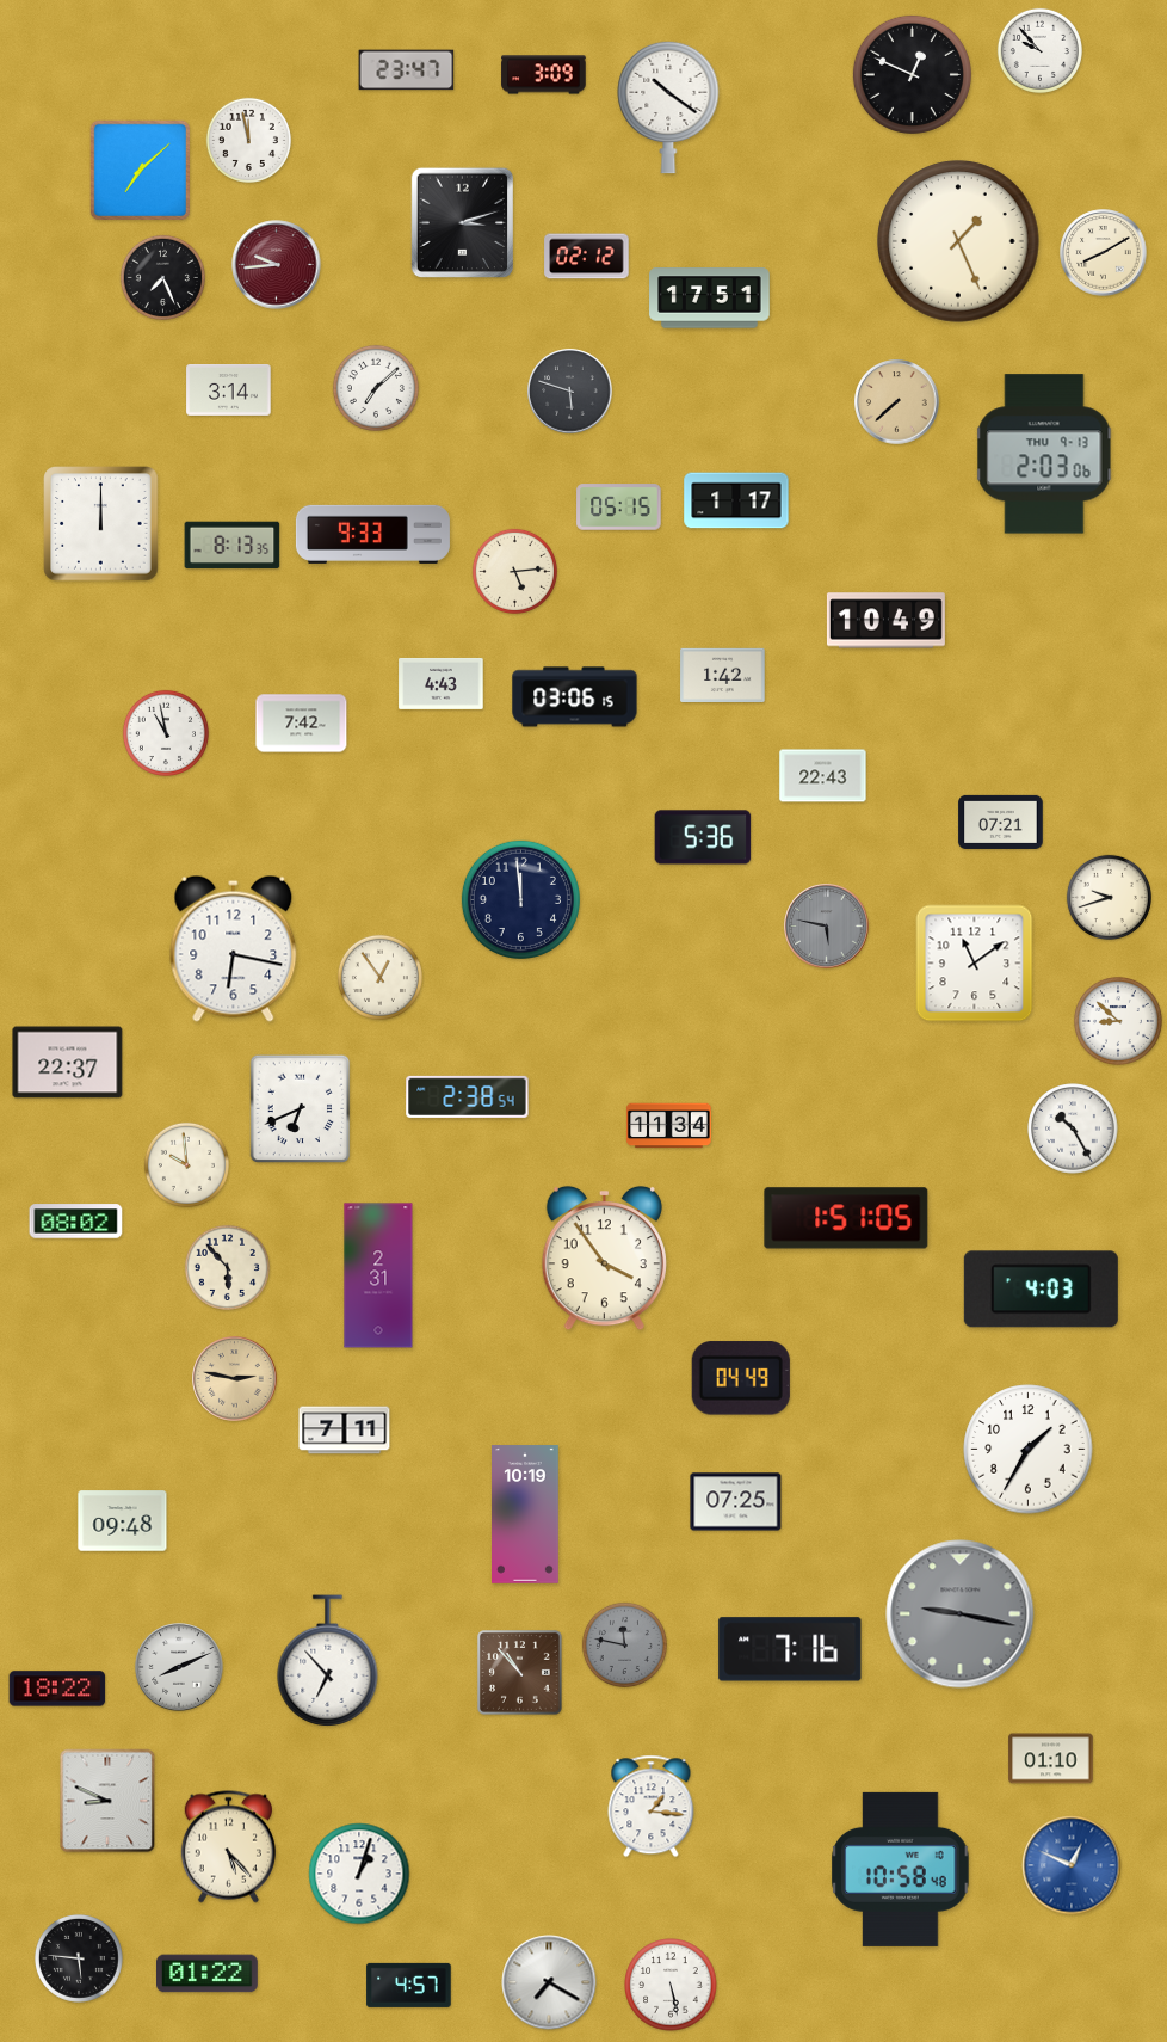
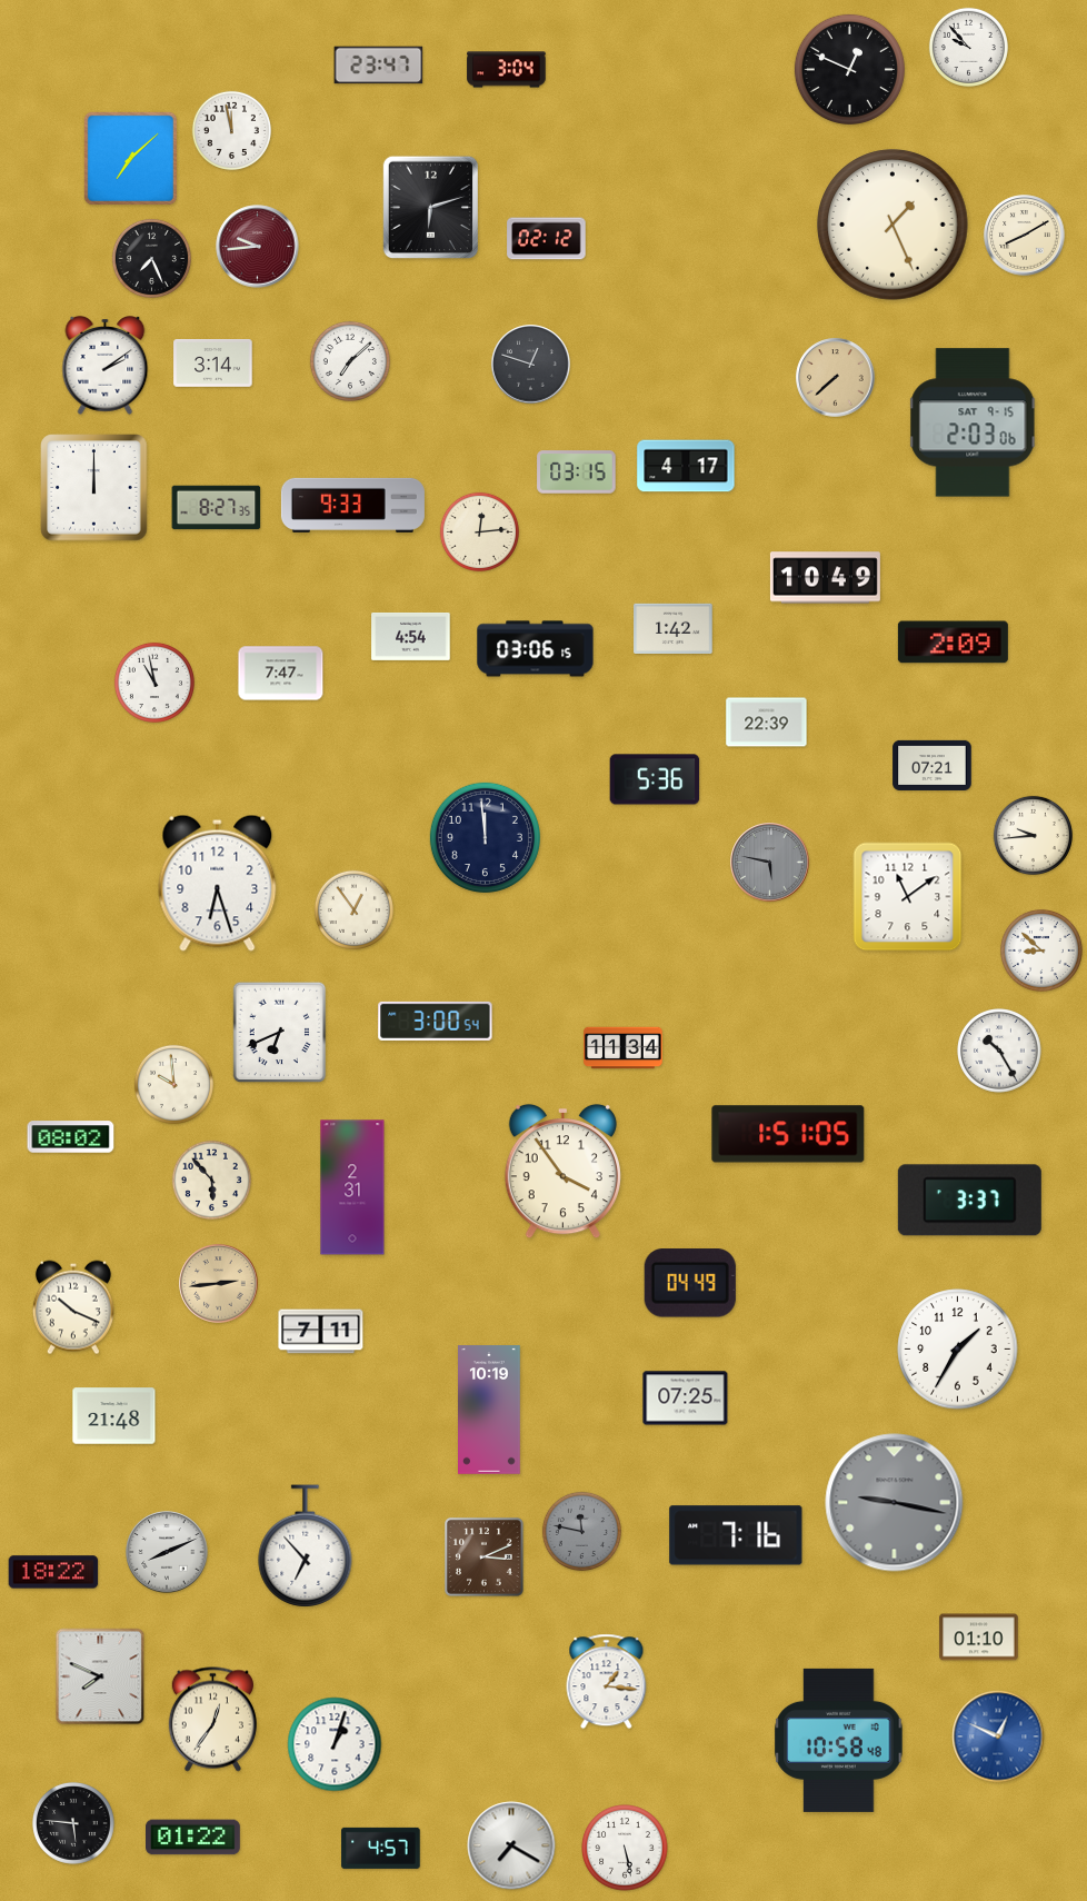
clock at (544, 75): 3:09 -> 3:04
clock at (668, 107): 10:21 -> none
clock at (462, 223): 3:12 -> 6:12
clock at (1104, 253) position: (1104, 253) -> (1025, 236)
clock at (710, 299): 17:51 -> none
clock at (570, 392): 5:48 -> 12:48
clock at (106, 366): none -> 2:09
clock at (897, 402) position: (897, 402) -> (836, 378)
clock at (1044, 454) date: THU 9-13 -> SAT 9-15
clock at (736, 500): 1:17 -> 4:17
clock at (619, 508): 05:15 -> 03:15
clock at (372, 534) position: (372, 534) -> (352, 505)
clock at (233, 546): 8:13 -> 8:27
clock at (514, 571): 5:14 -> 12:14
clock at (442, 683): 4:43 -> 4:54
clock at (953, 643): none -> 2:09
clock at (302, 724): 7:42 -> 7:47
clock at (823, 776): 22:43 -> 22:39
clock at (1109, 897): 9:42 -> 9:44
clock at (234, 948): 6:17 -> 6:27
clock at (68, 1063): 22:37 -> none
clock at (468, 1096): 2:38 -> 3:00
clock at (1041, 1290): 4:03 -> 3:37
clock at (235, 1379): 2:47 -> 2:44
clock at (73, 1307): none -> 10:19
clock at (123, 1521): 09:48 -> 21:48
clock at (520, 1673): 10:53 -> 3:11
clock at (107, 1801): 8:49 -> 7:49
clock at (228, 1847): 5:23 -> 12:36
